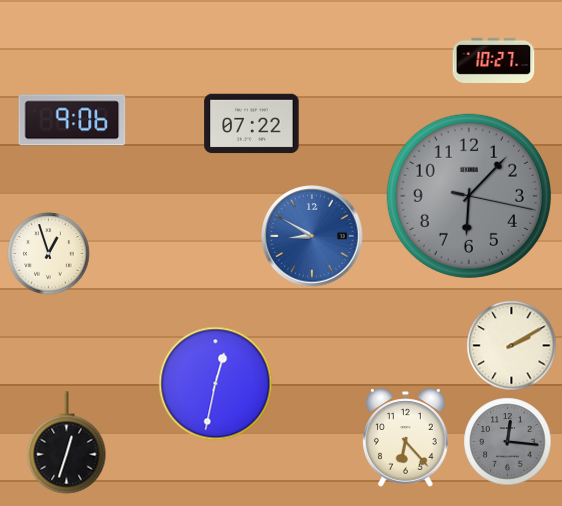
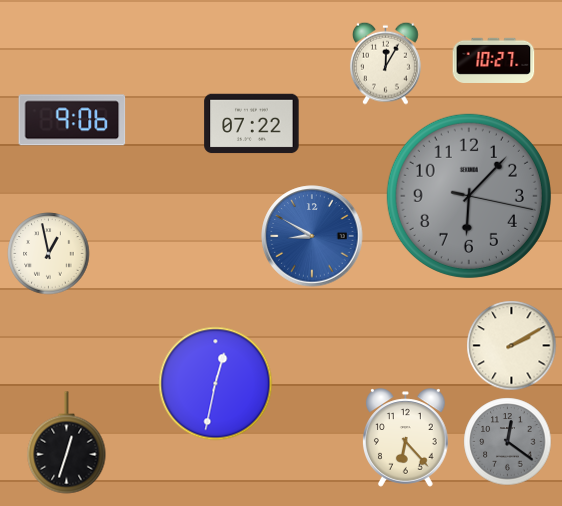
clock at (385, 63): none -> 12:05
clock at (49, 254): 12:57 -> 12:58
clock at (508, 442): 12:16 -> 12:21
